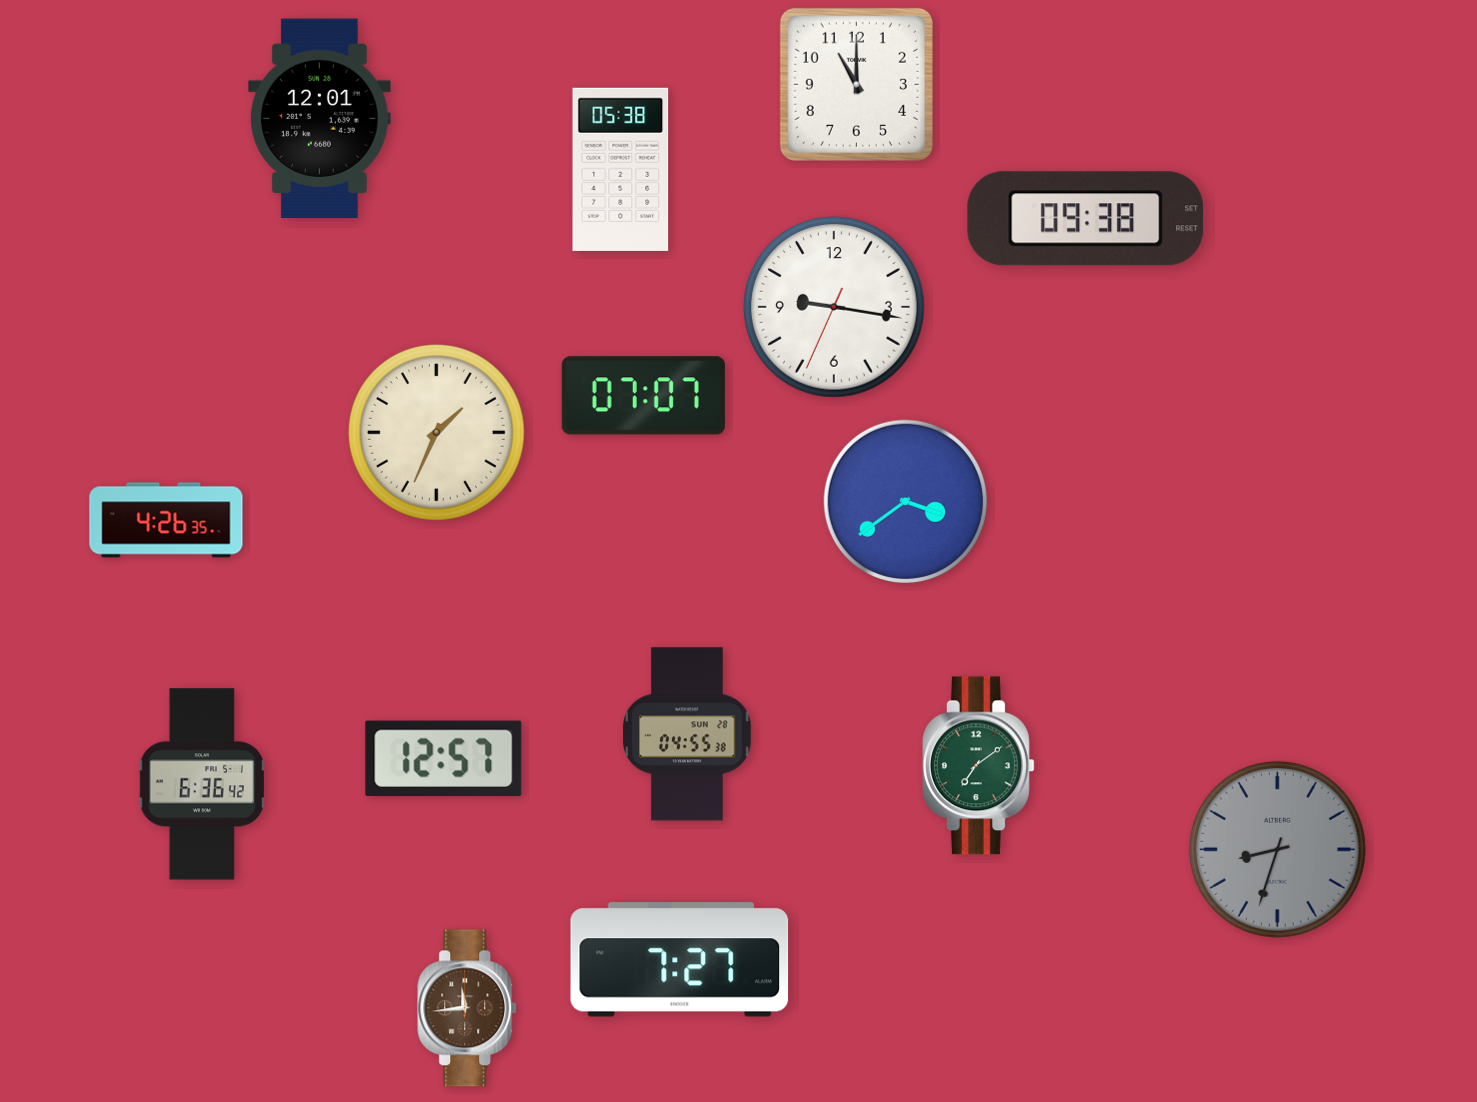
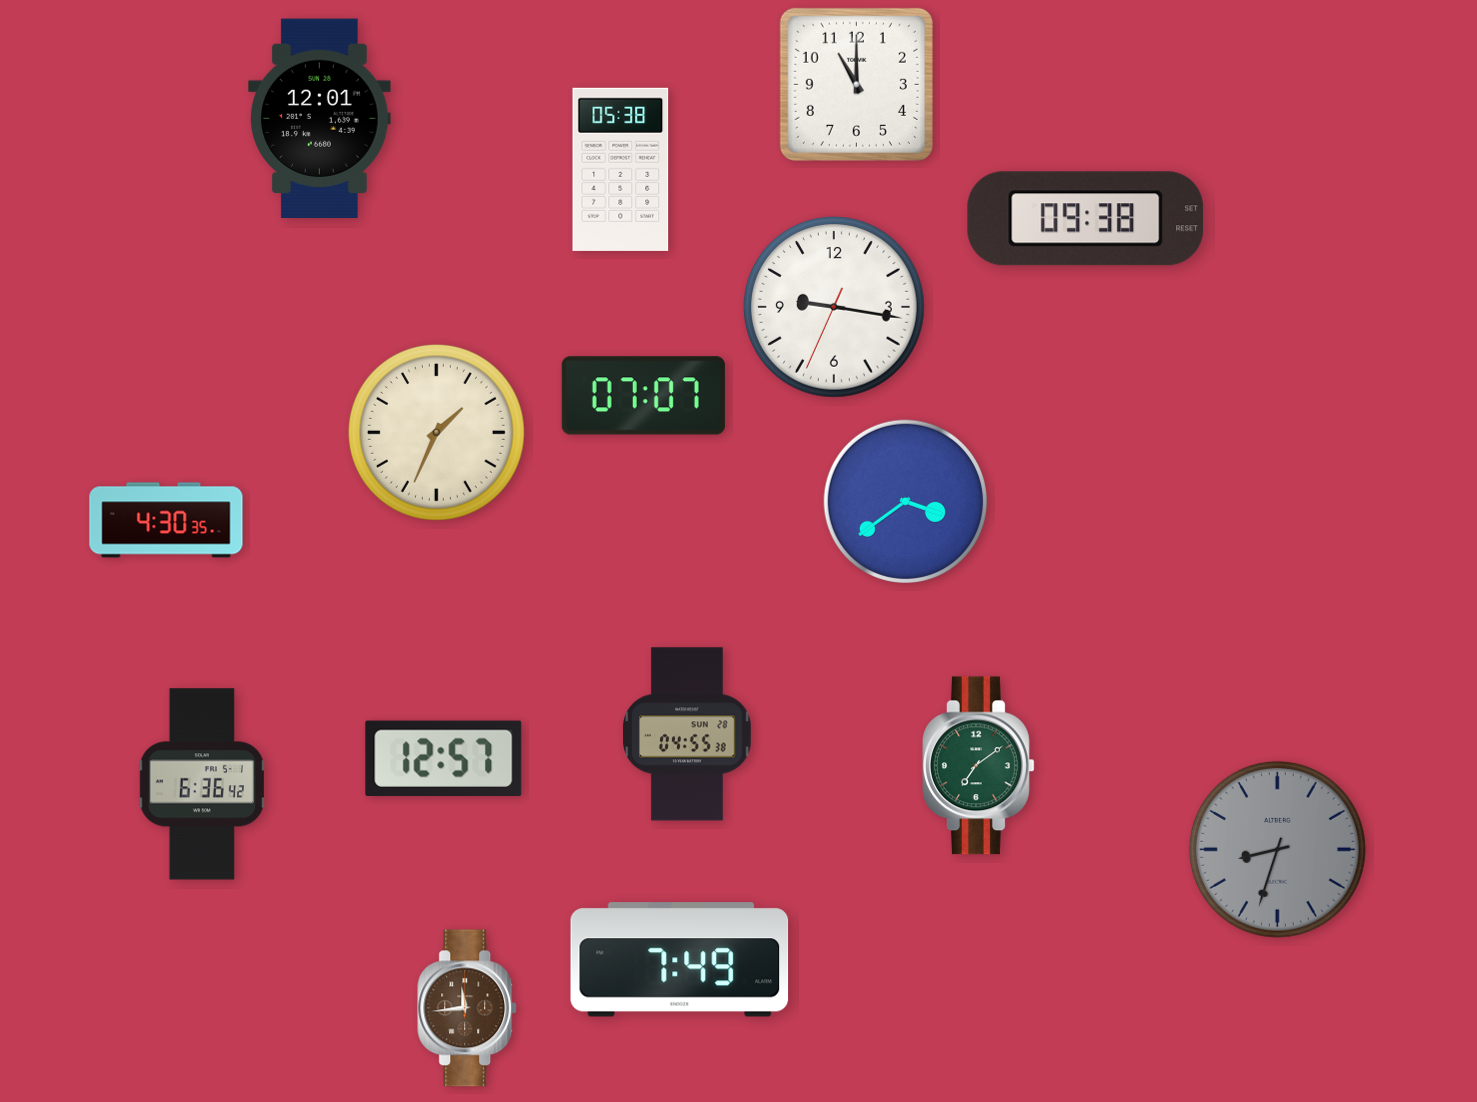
clock at (166, 520): 4:26 -> 4:30
clock at (680, 960): 7:27 -> 7:49
